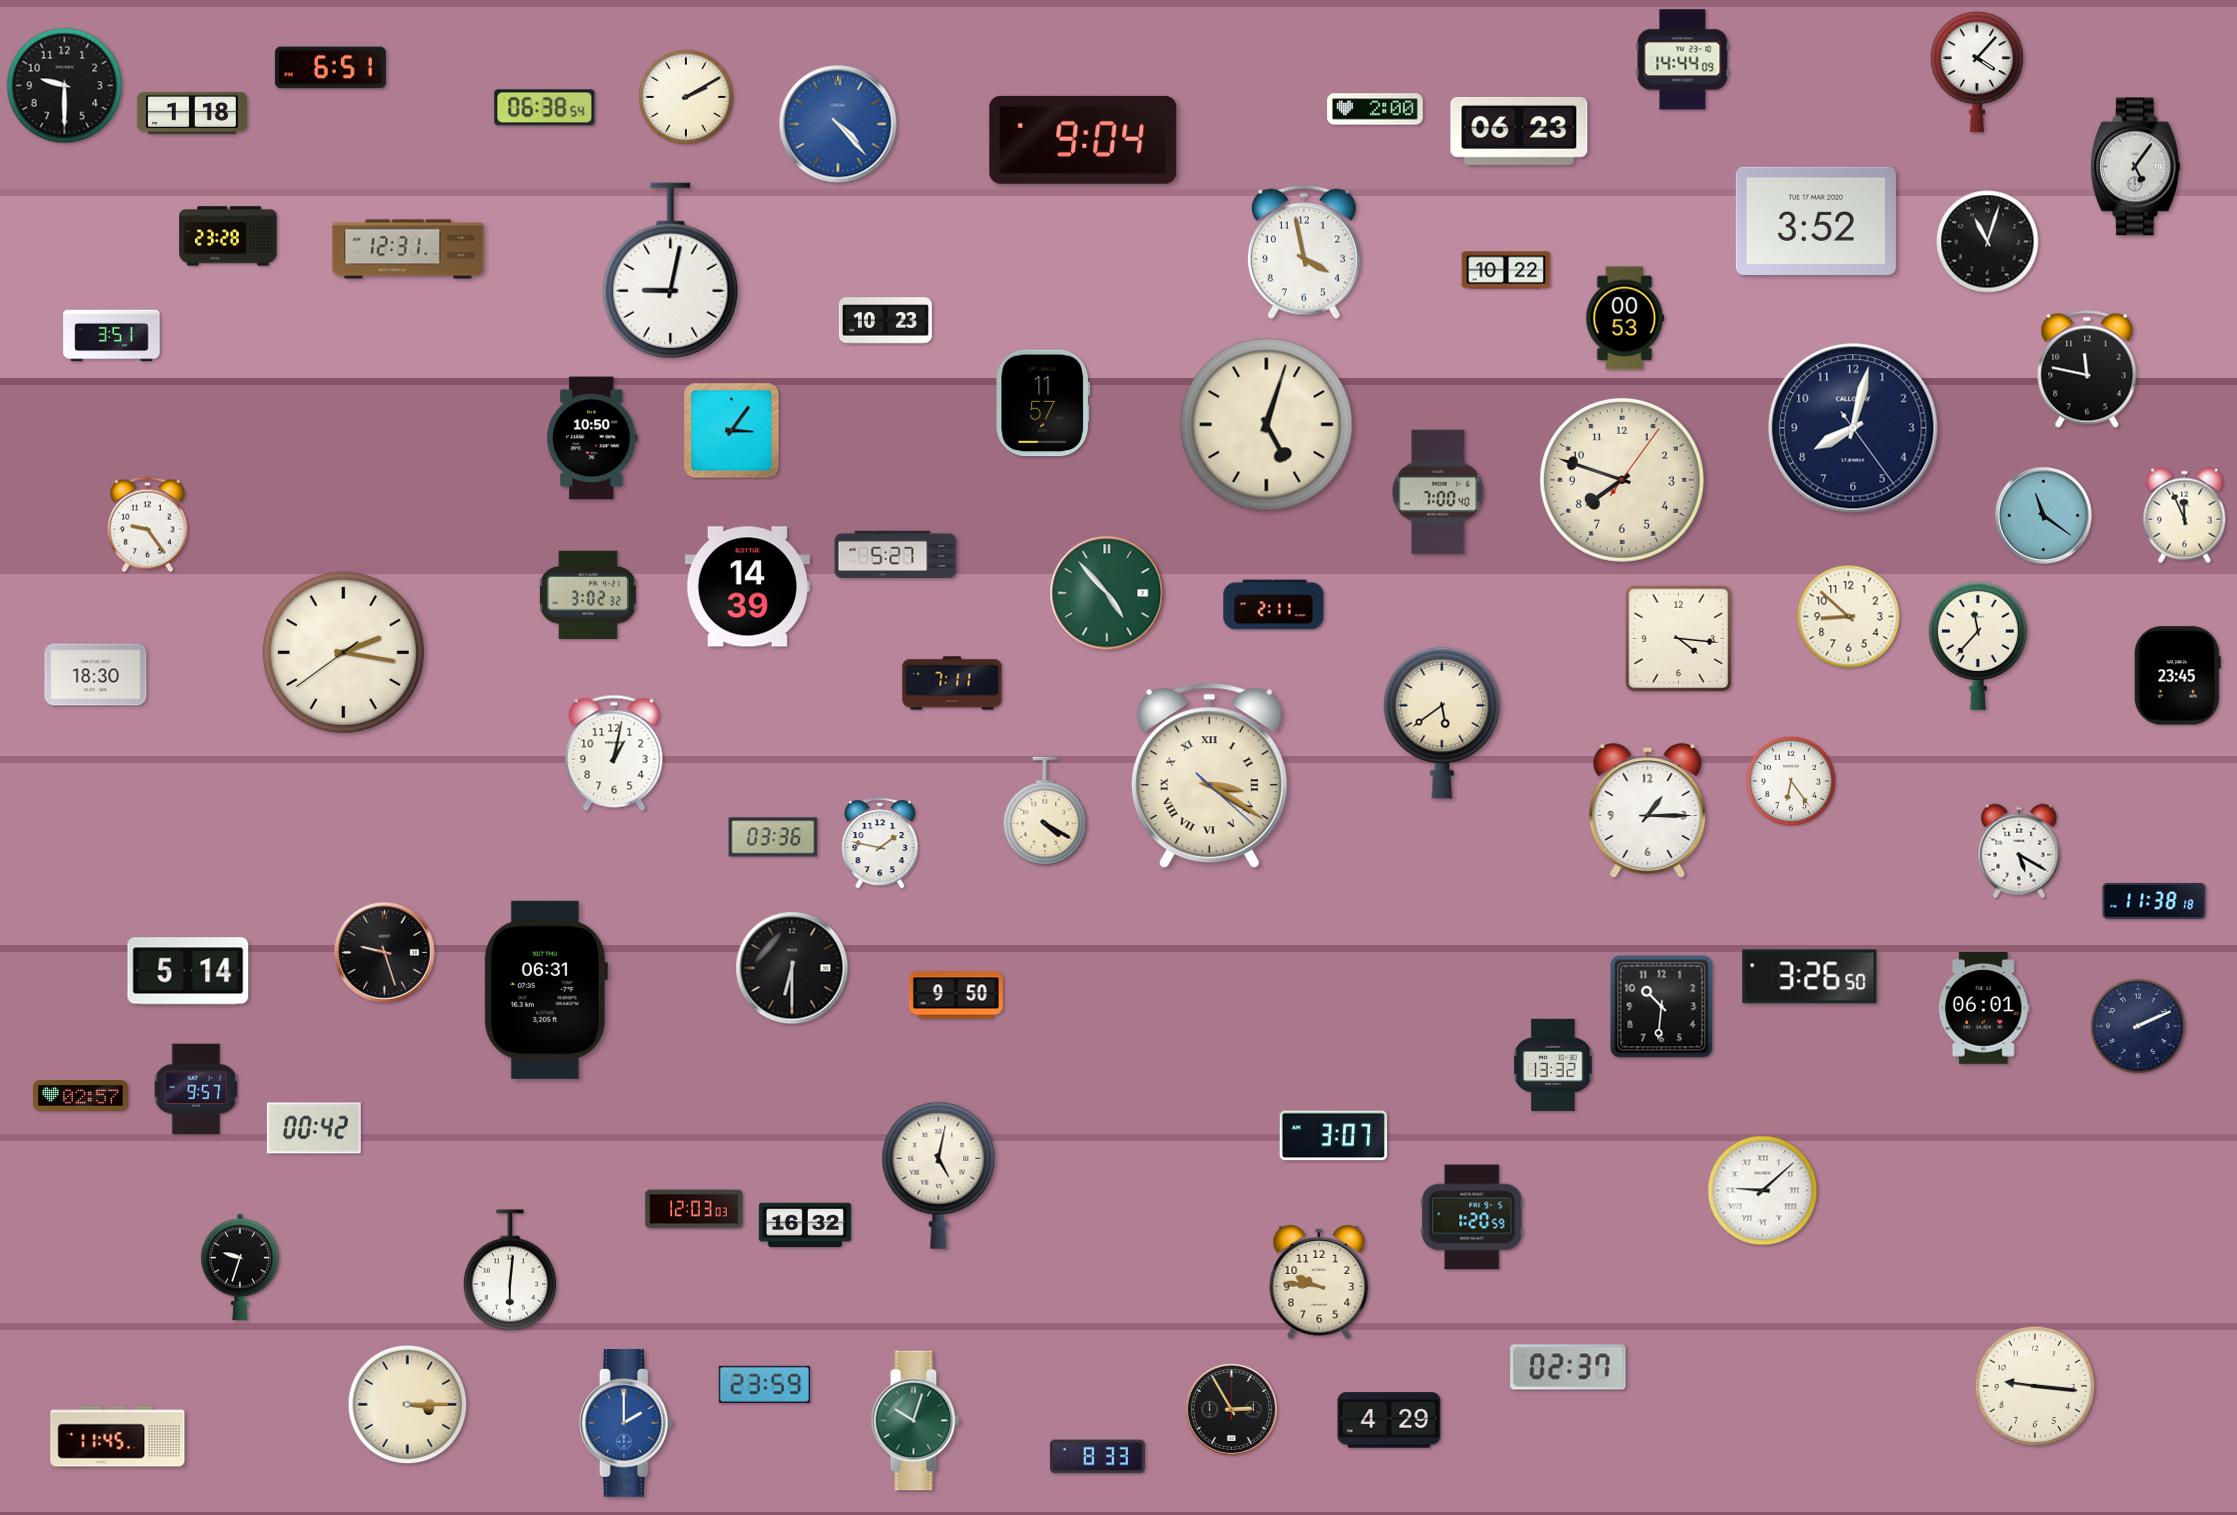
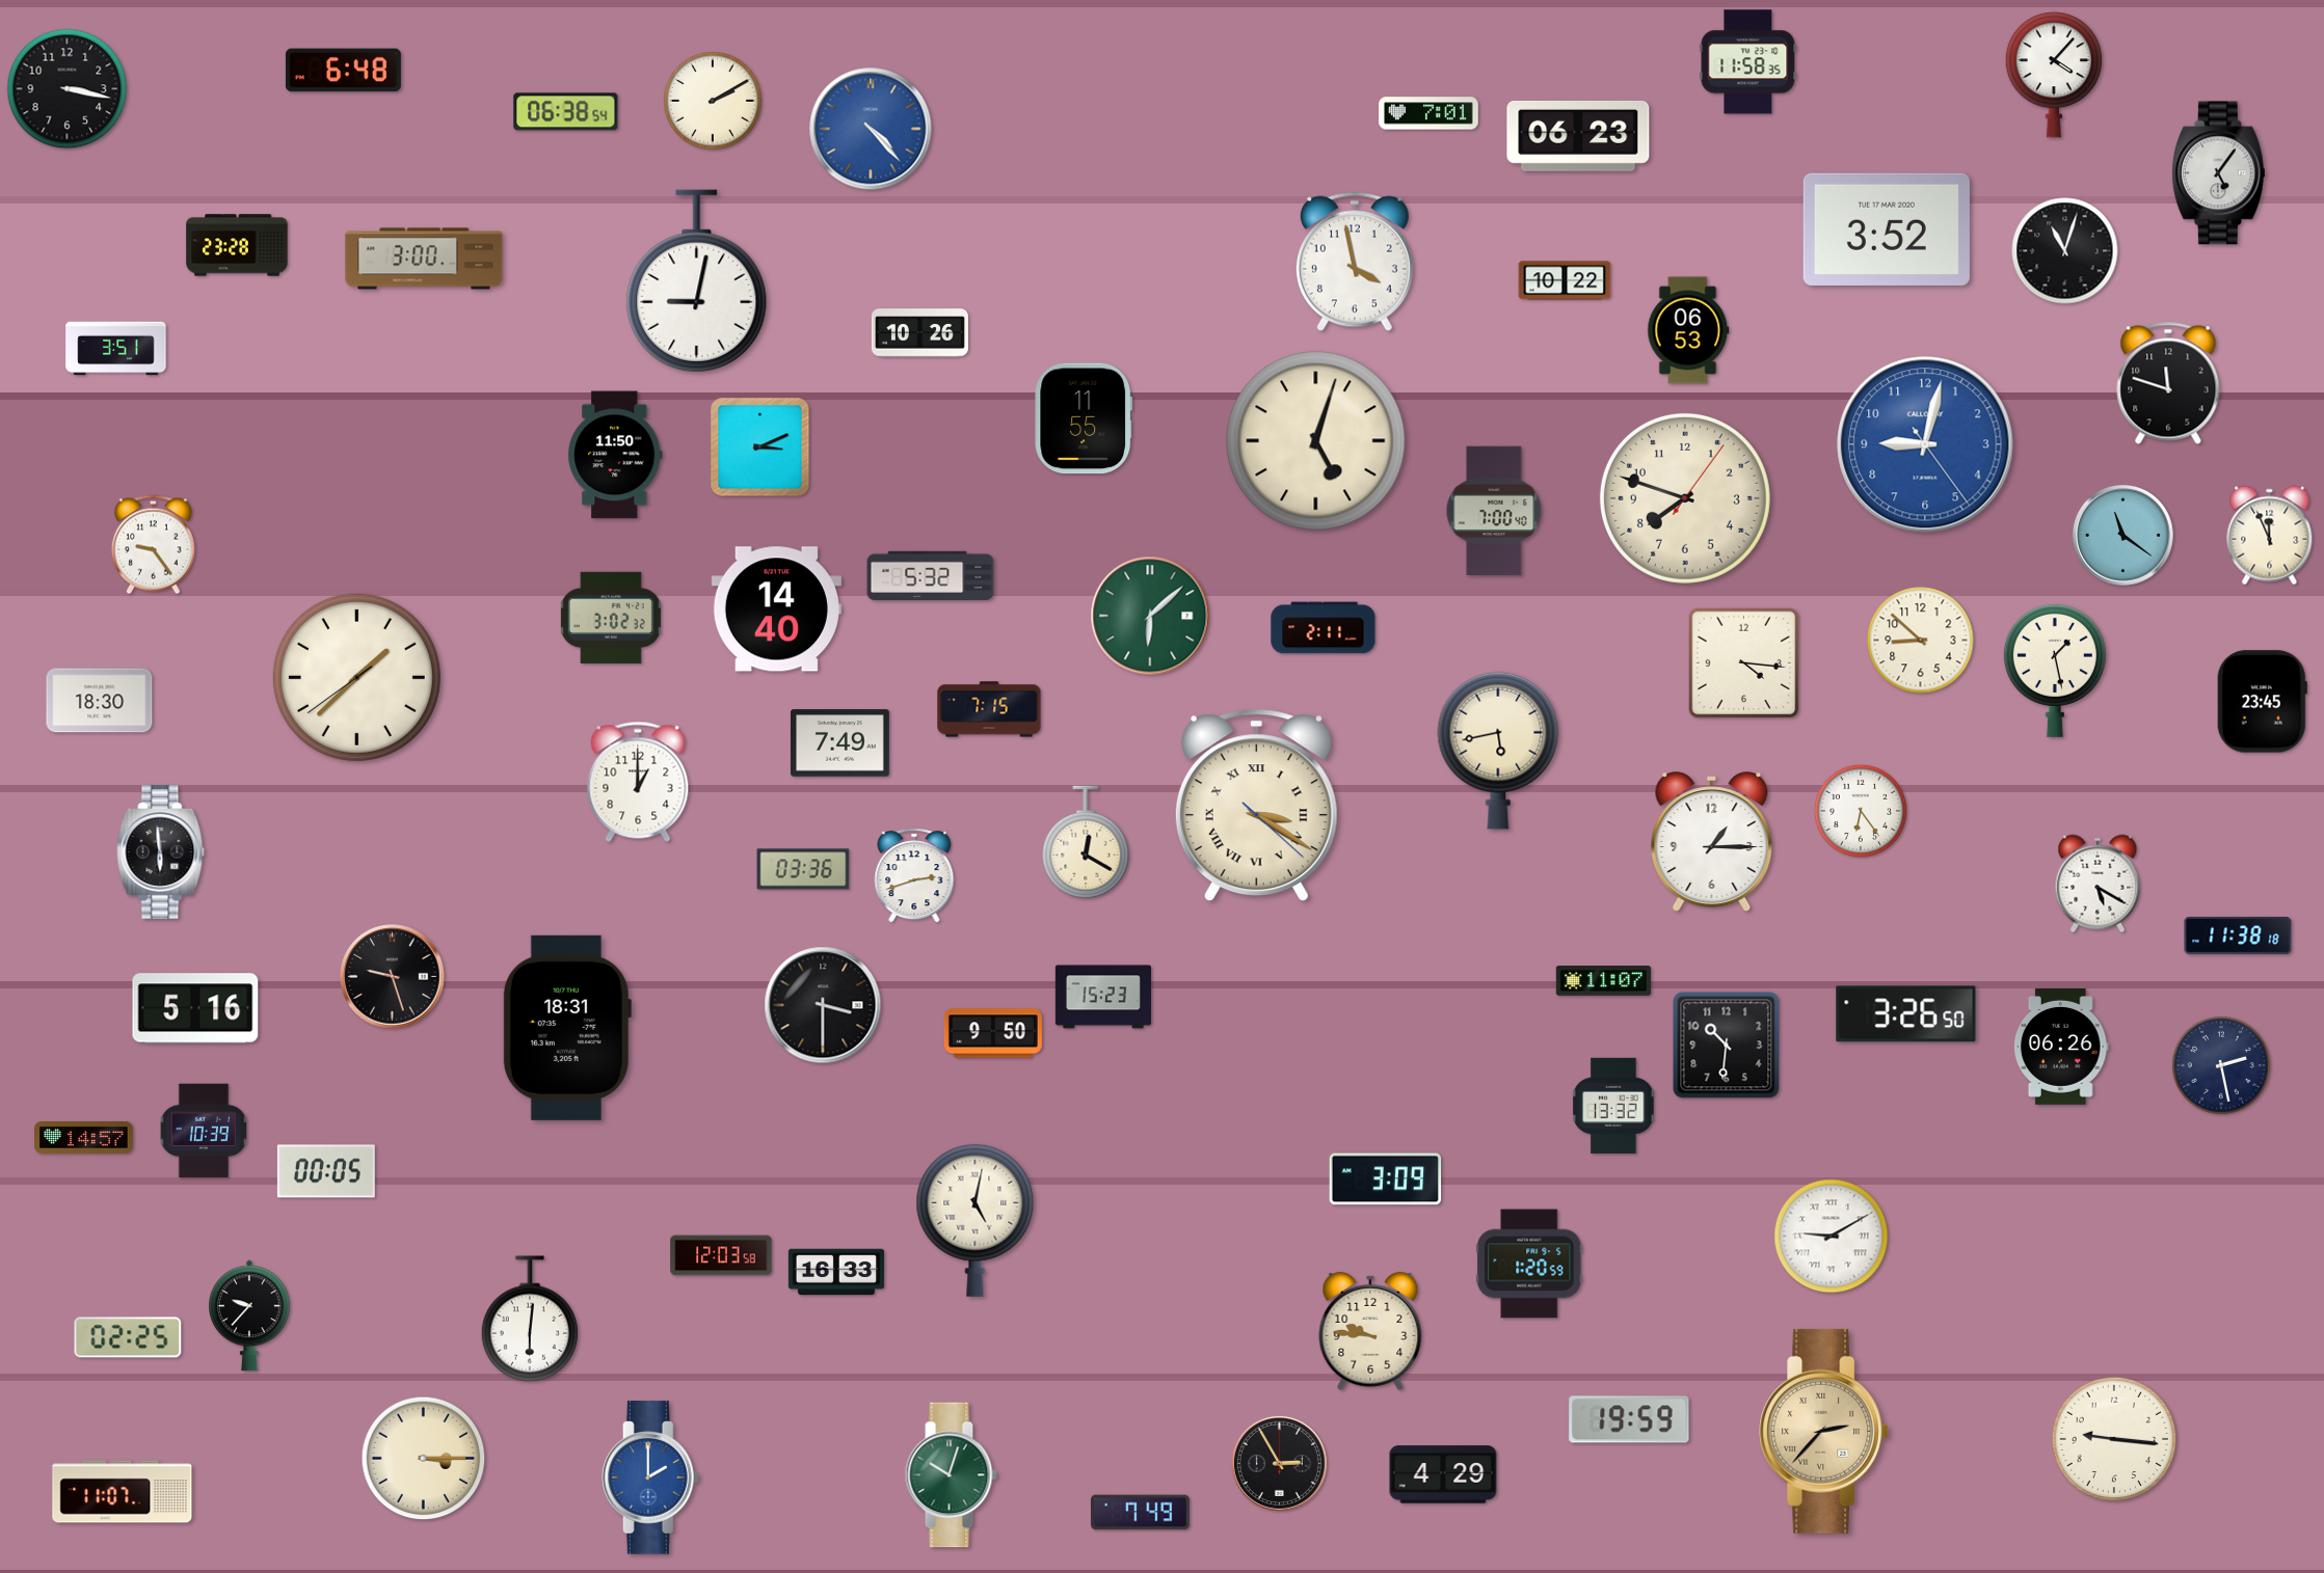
clock at (1683, 60): 14:44 -> 11:58
clock at (330, 68): 6:51 -> 6:48
clock at (65, 86): 9:30 -> 3:17
clock at (1375, 109): 2:00 -> 7:01
clock at (192, 113): 1:18 -> none
clock at (1083, 140): 9:04 -> none
clock at (408, 249): 12:31 -> 3:00
clock at (1625, 318): 00:53 -> 06:53
clock at (885, 321): 10:23 -> 10:26
clock at (2087, 369): 11:47 -> 11:48
clock at (1043, 403): 11:57 -> 11:55
clock at (1853, 428): 8:02 -> 9:02
clock at (1853, 428) dial: navy -> blue
clock at (732, 431): 3:06 -> 3:11
clock at (592, 438): 10:50 -> 11:50
clock at (896, 555): 5:27 -> 5:32
clock at (747, 587): 14:39 -> 14:40
clock at (1107, 593): 4:53 -> 6:08
clock at (1978, 645): 11:37 -> 1:28
clock at (343, 652): 2:16 -> 1:37
clock at (952, 683): 7:11 -> 7:15
clock at (839, 743): none -> 7:49
clock at (1442, 723): 5:39 -> 5:43
clock at (614, 753): 1:02 -> 1:00
clock at (1045, 811): 4:20 -> 12:20
clock at (161, 851): none -> 5:59
clock at (880, 843): 1:47 -> 2:42
clock at (1604, 981): none -> 11:07
clock at (385, 953) position: (385, 953) -> (393, 977)
clock at (1103, 997): none -> 15:23
clock at (792, 968): 6:30 -> 3:30
clock at (188, 971): 5:14 -> 5:16
clock at (1810, 977) position: (1810, 977) -> (1906, 1014)
clock at (546, 990): 06:31 -> 18:31
clock at (1984, 1008): 06:01 -> 06:26
clock at (2139, 1027): 2:11 -> 2:28
clock at (196, 1089): 9:57 -> 10:39
clock at (81, 1095): 02:57 -> 14:57
clock at (314, 1128): 00:42 -> 00:05
clock at (1334, 1136): 3:07 -> 3:09
clock at (1763, 1191): 9:08 -> 9:10
clock at (694, 1209): 12:03:03 -> 12:03:58
clock at (805, 1225): 16:32 -> 16:33
clock at (241, 1267): 9:33 -> 9:37
clock at (128, 1337): none -> 02:25
clock at (1568, 1367): 02:37 -> 19:59
clock at (1824, 1431): none -> 2:37
clock at (764, 1384): 23:59 -> none
clock at (118, 1437): 11:45 -> 11:07
clock at (1098, 1457): 8:33 -> 7:49
